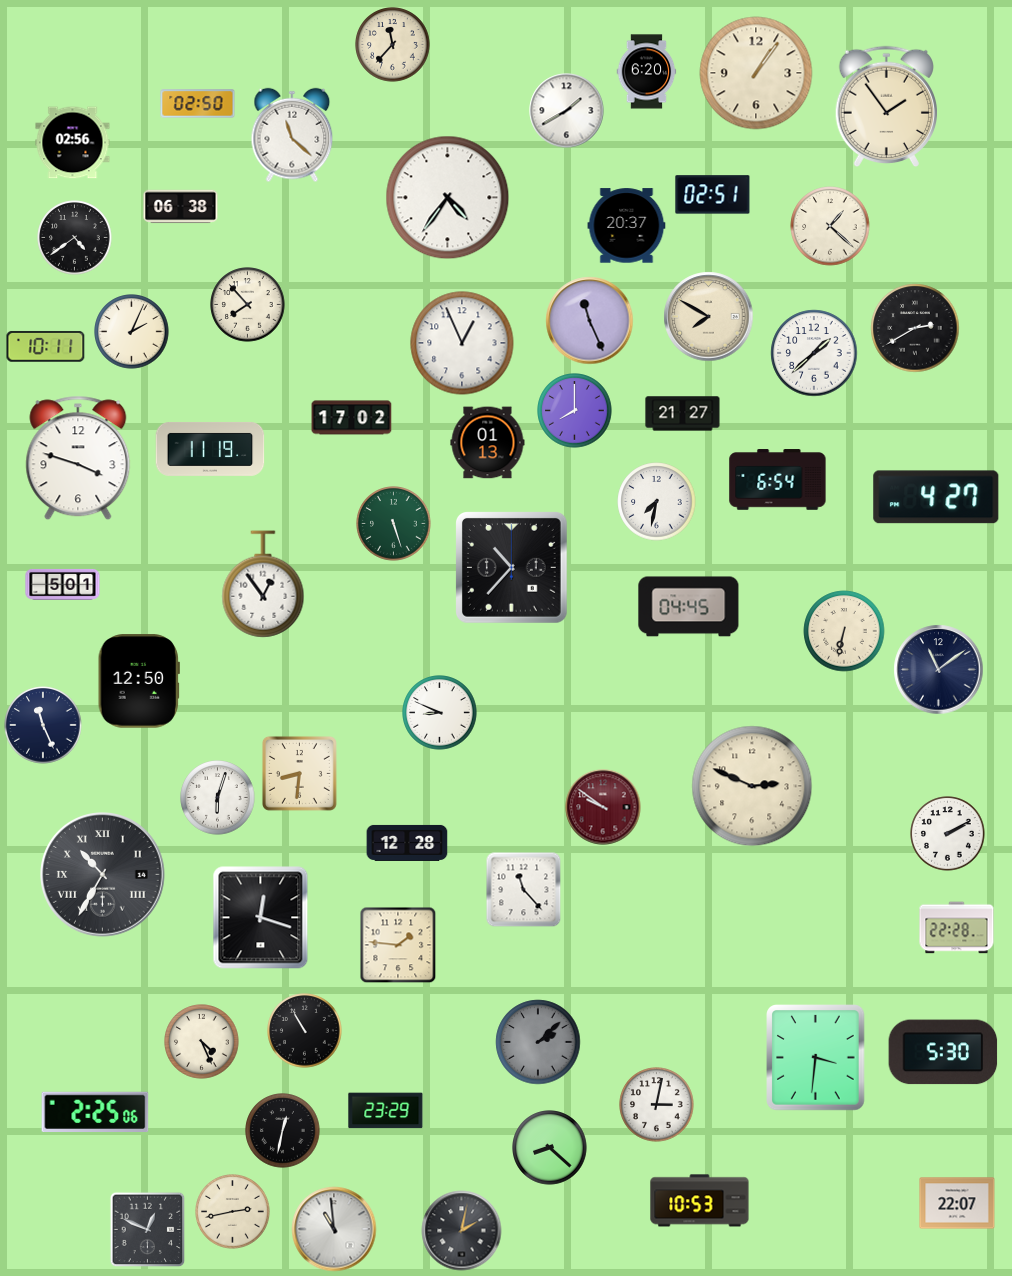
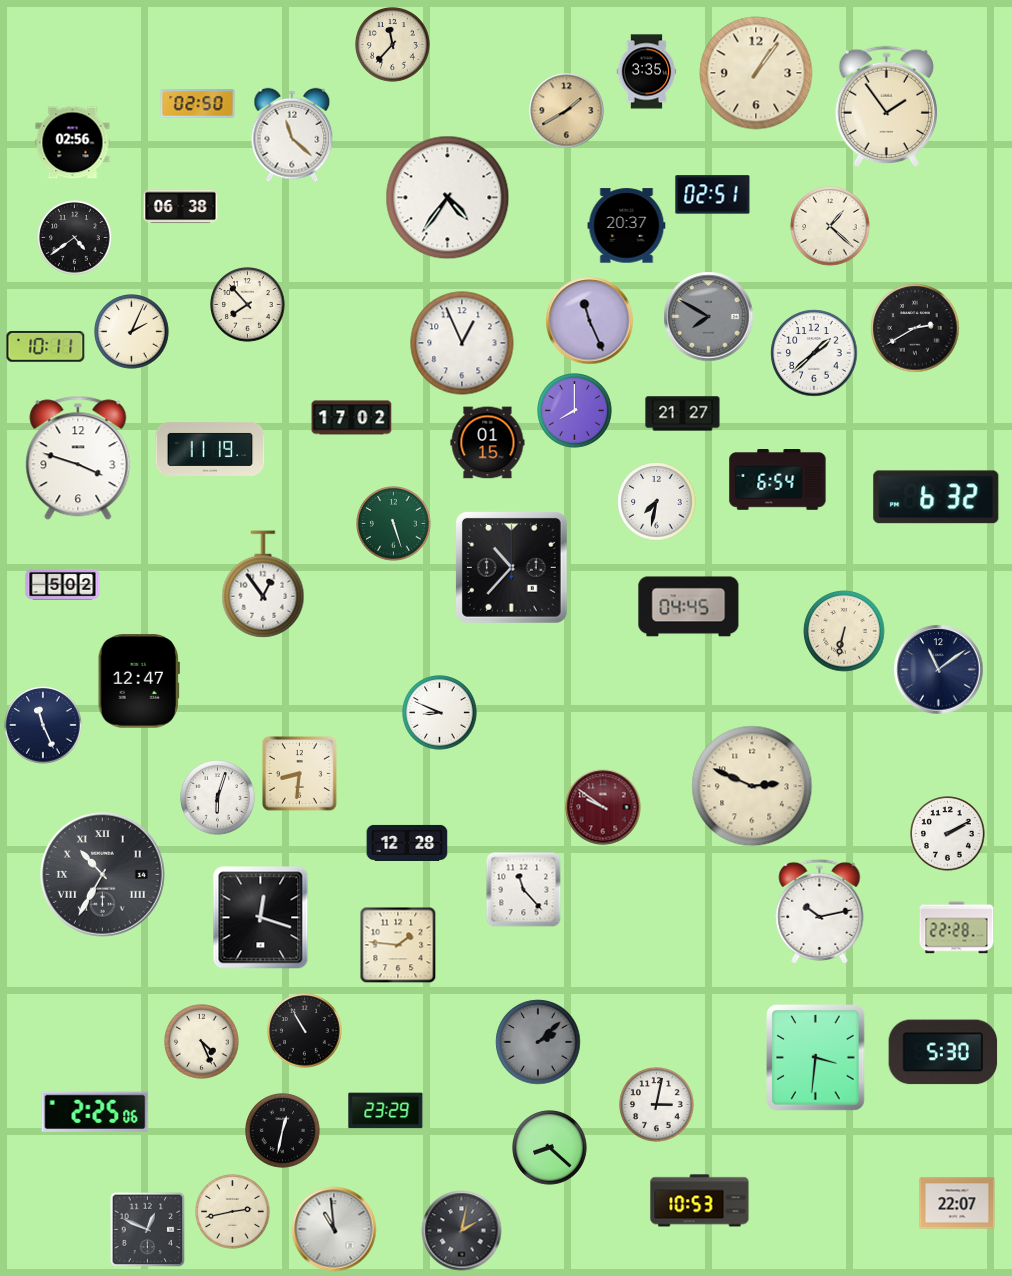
clock at (647, 72): 6:20 -> 3:35
clock at (567, 111) dial: white -> champagne
clock at (709, 317) dial: cream -> grey
clock at (488, 443): 01:13 -> 01:15
clock at (936, 497): 4:27 -> 6:32
clock at (63, 584): 5:01 -> 5:02
clock at (139, 681): 12:50 -> 12:47
clock at (820, 911): none -> 10:13
